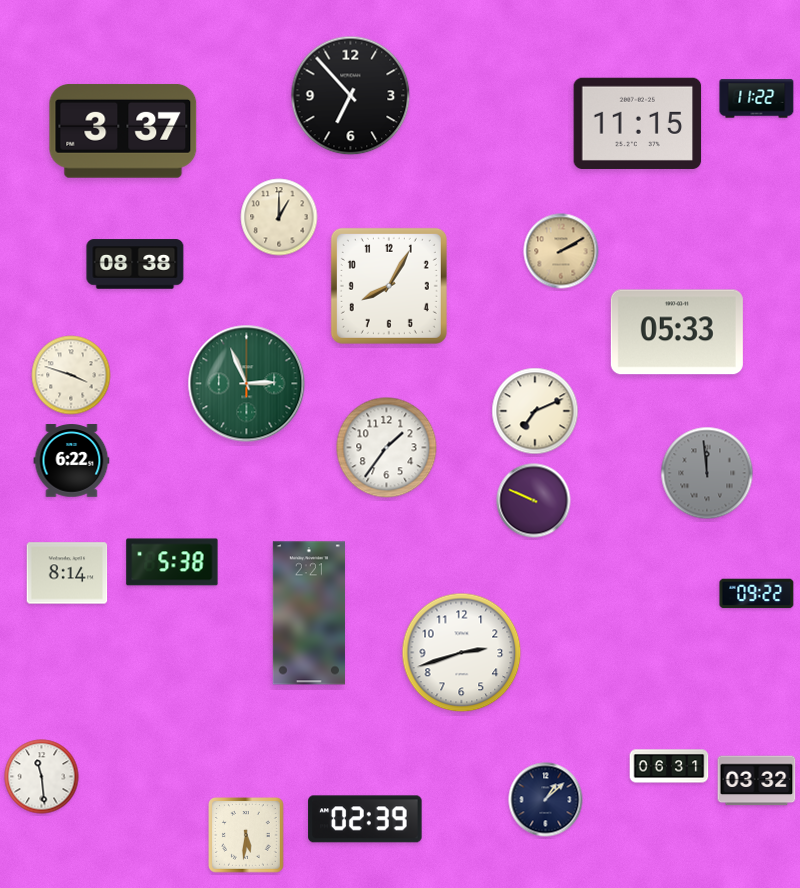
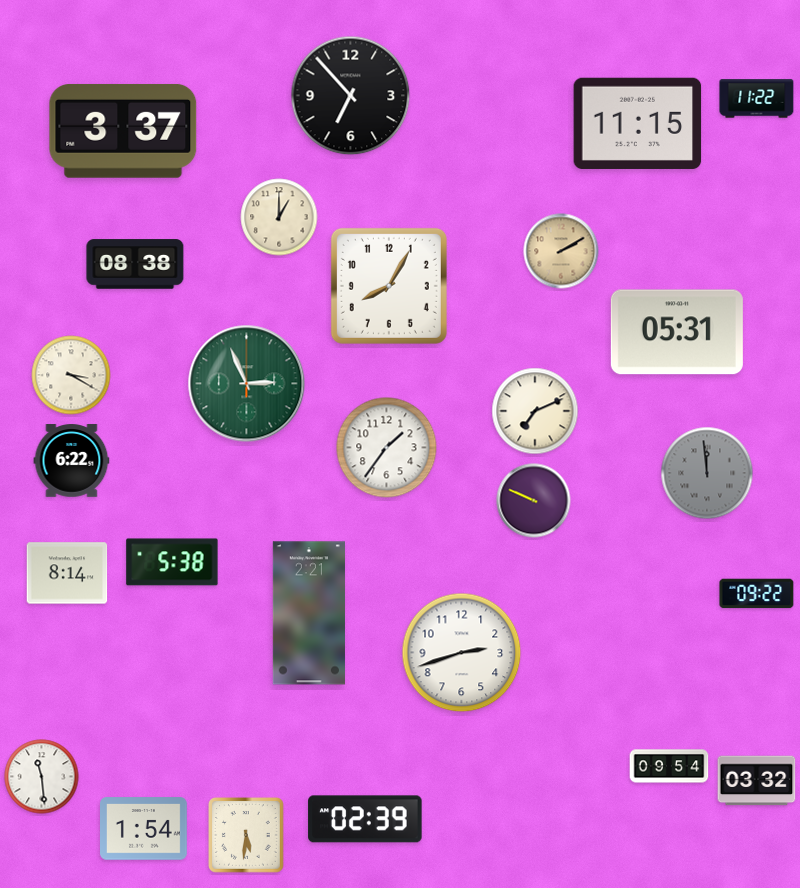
clock at (677, 332): 05:33 -> 05:31
clock at (71, 375): 3:48 -> 3:20
clock at (669, 766): 06:31 -> 09:54
clock at (546, 800): 1:08 -> none
clock at (144, 829): none -> 1:54
